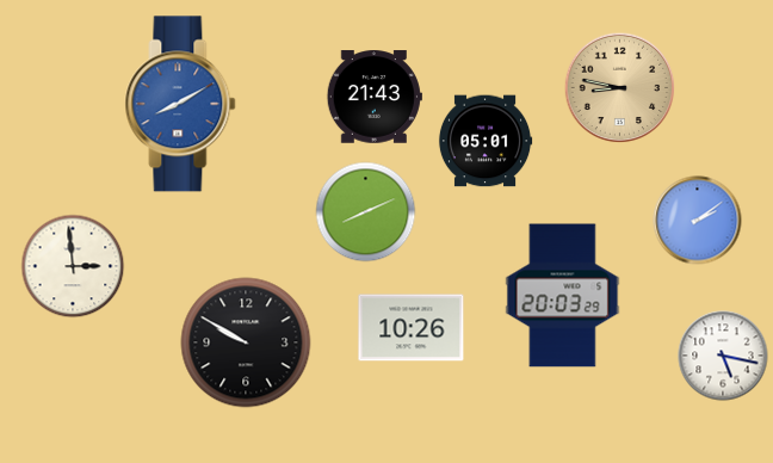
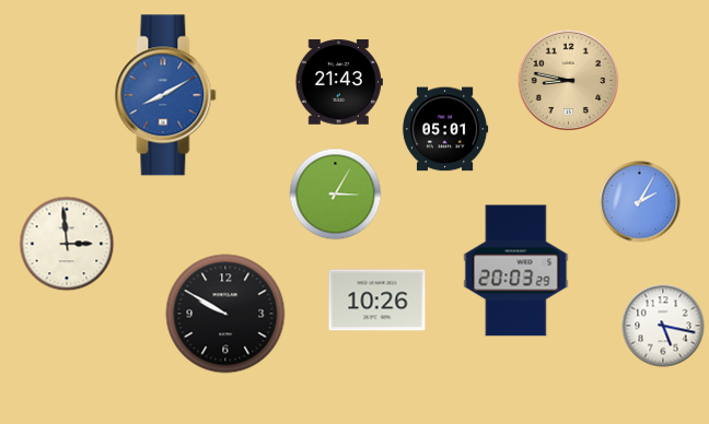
clock at (375, 97) position: (375, 97) -> (339, 82)
clock at (366, 212): 8:11 -> 3:05
clock at (698, 221): 2:09 -> 2:05
